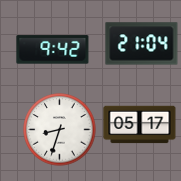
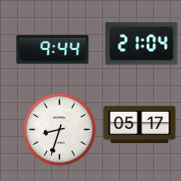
clock at (53, 50): 9:42 -> 9:44
